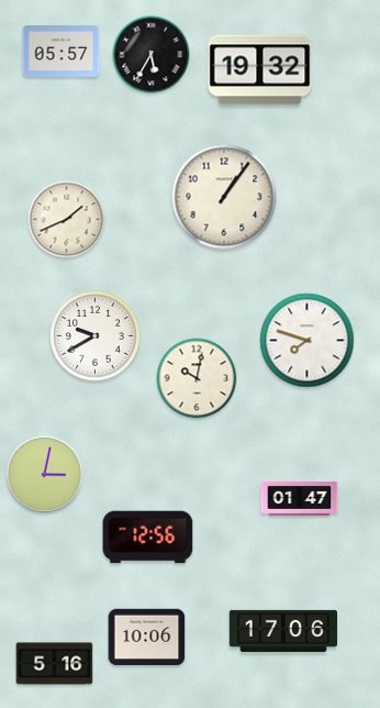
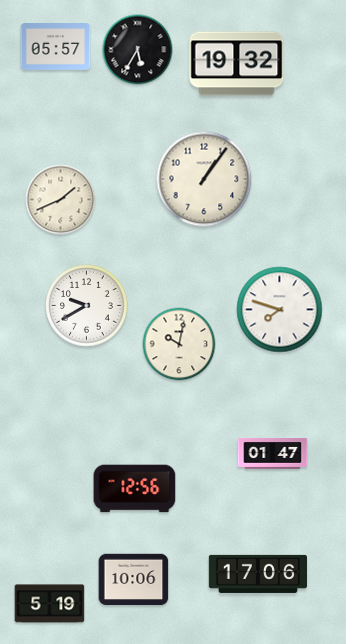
clock at (45, 475): 3:02 -> none
clock at (55, 664): 5:16 -> 5:19
